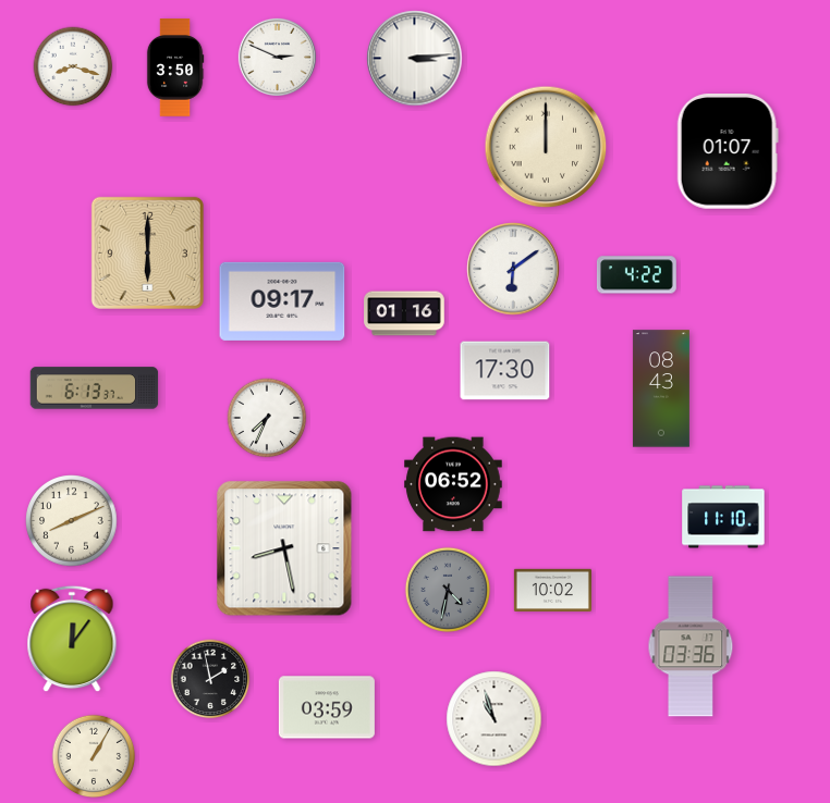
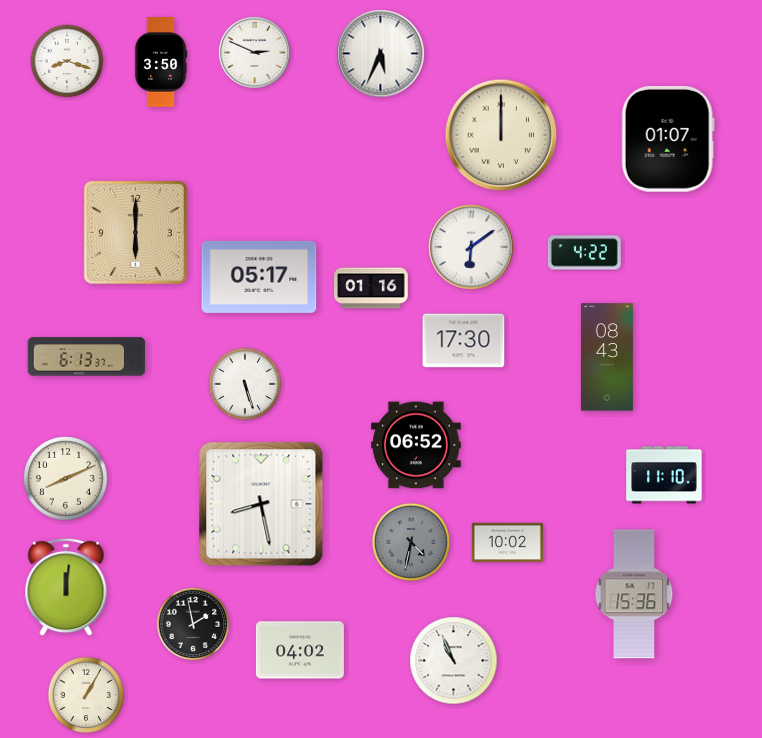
clock at (415, 59): 3:14 -> 5:34
clock at (282, 301): 09:17 -> 05:17
clock at (267, 418): 7:34 -> 5:27
clock at (72, 639): 12:06 -> 12:01
clock at (691, 646): 03:36 -> 15:36
clock at (327, 707): 03:59 -> 04:02
clock at (495, 719): 10:57 -> 10:56
